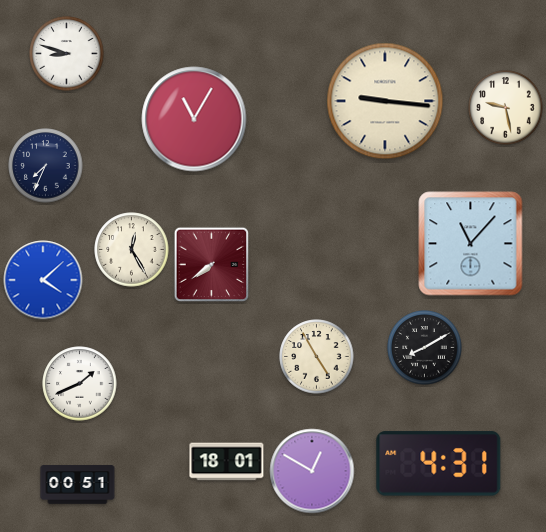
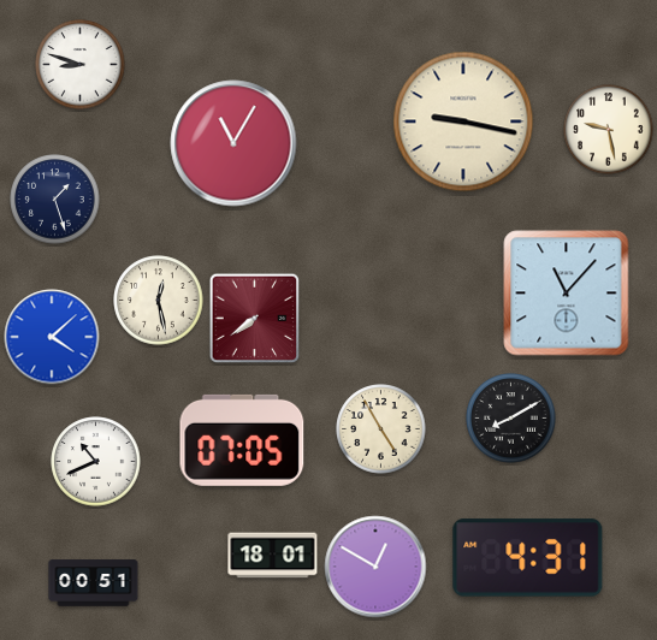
clock at (385, 101): 9:16 -> 9:17
clock at (46, 166): 7:34 -> 1:27
clock at (132, 250): 12:25 -> 12:28
clock at (242, 440): none -> 07:05
clock at (80, 384): 1:41 -> 10:41
